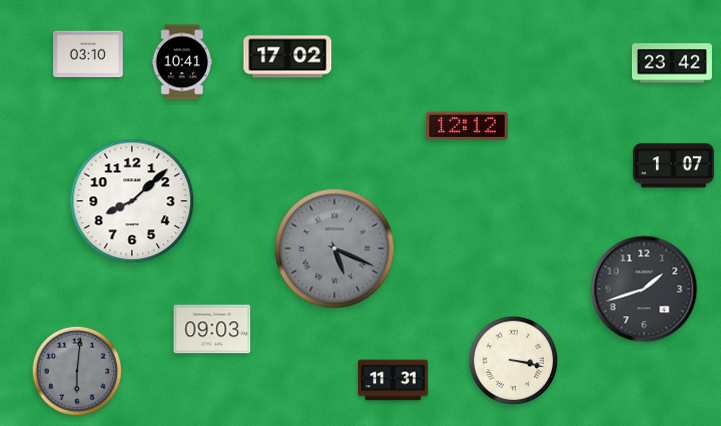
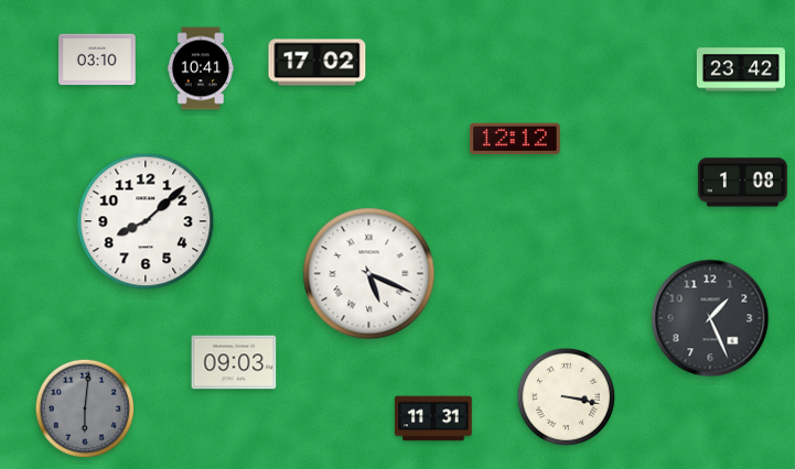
clock at (673, 166): 1:07 -> 1:08
clock at (335, 249) dial: grey -> white
clock at (644, 289): 1:42 -> 1:26
